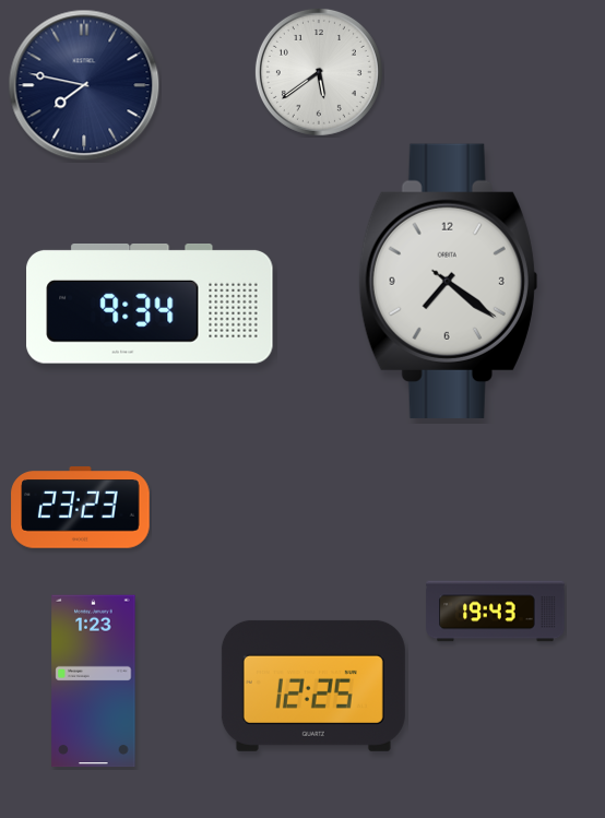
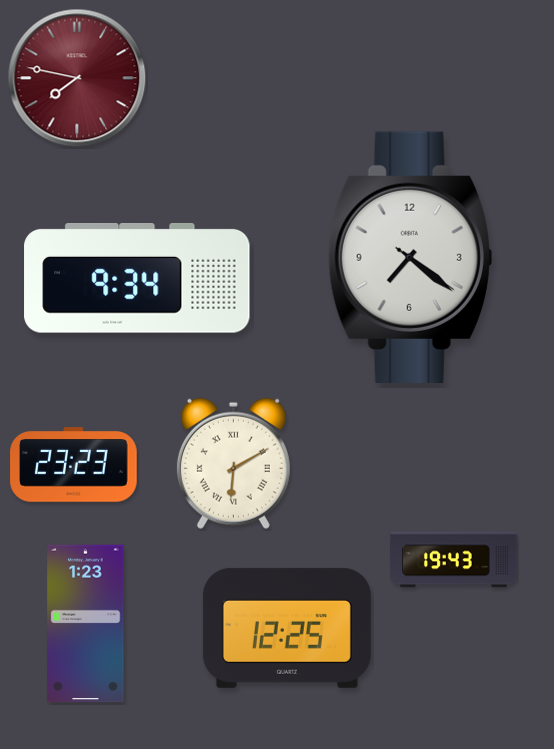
clock at (319, 72): 5:39 -> none
clock at (84, 85) dial: navy -> burgundy
clock at (233, 463): none -> 6:10
